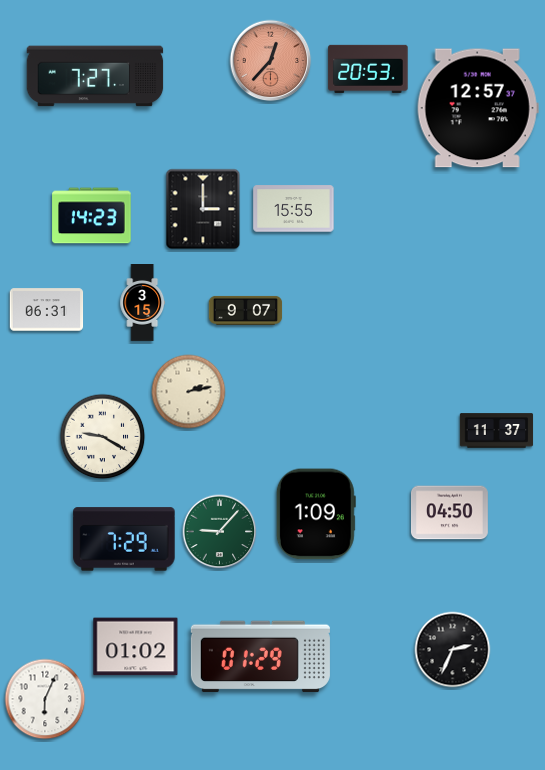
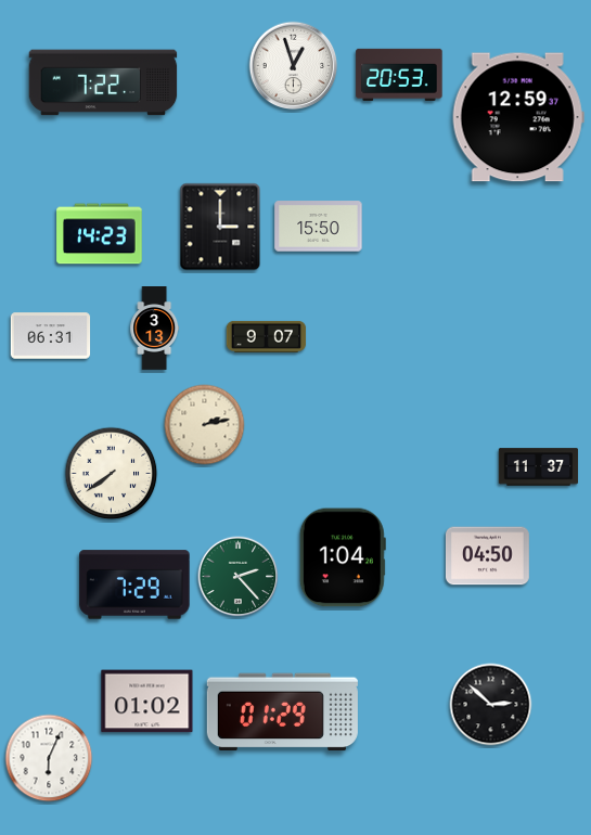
clock at (271, 61): 12:37 -> 12:57
clock at (271, 61) dial: salmon -> white
clock at (95, 76): 7:27 -> 7:22
clock at (478, 108): 12:57 -> 12:59
clock at (294, 209): 15:55 -> 15:50
clock at (143, 303): 3:15 -> 3:13
clock at (103, 437): 9:20 -> 7:39
clock at (316, 514): 1:09 -> 1:04
clock at (220, 532): 9:07 -> 2:23
clock at (453, 650): 2:34 -> 2:52
